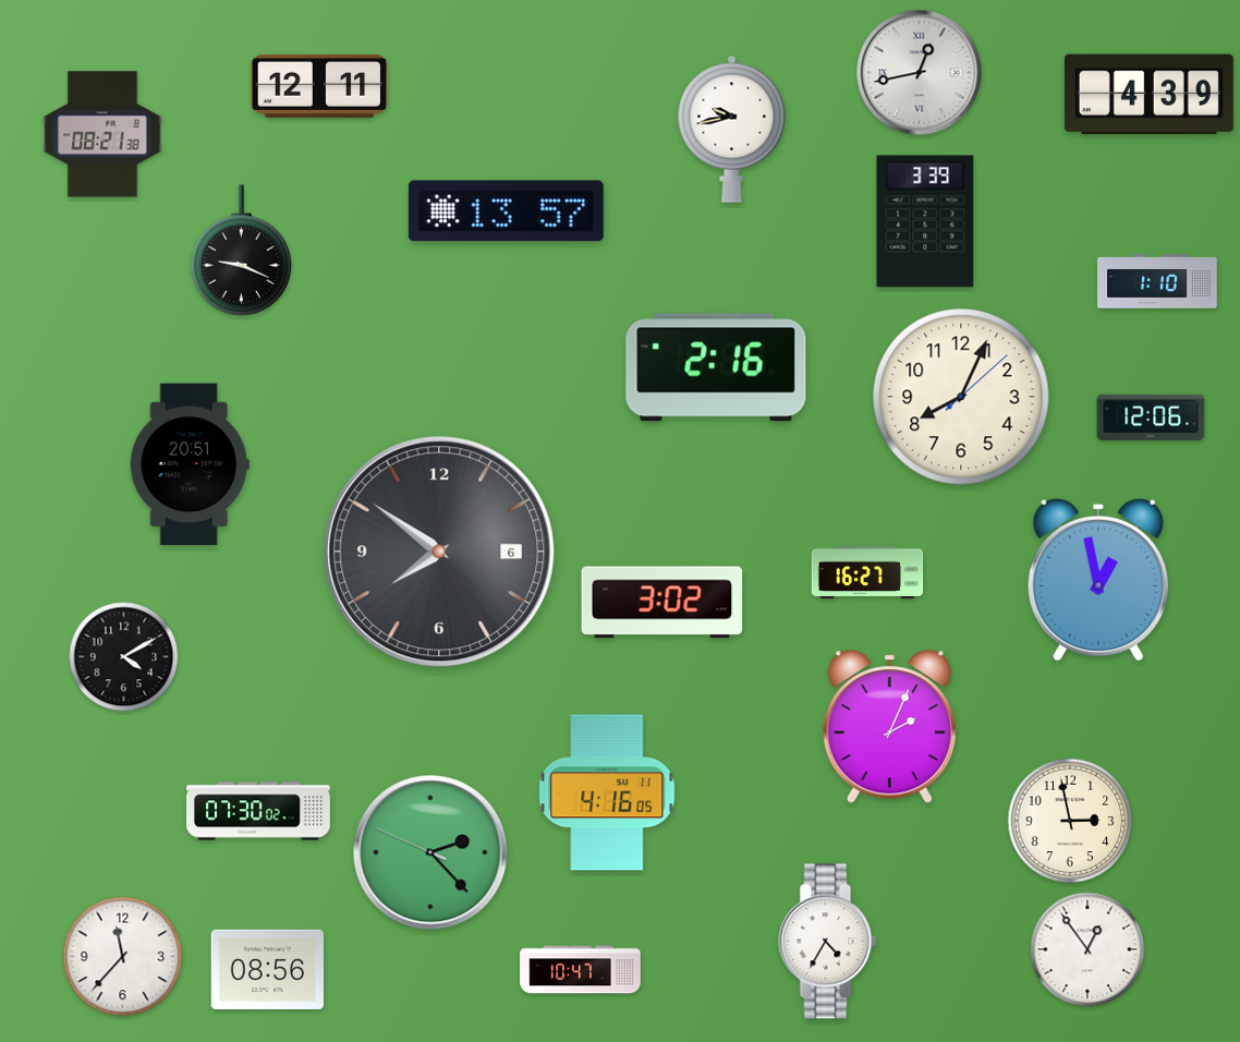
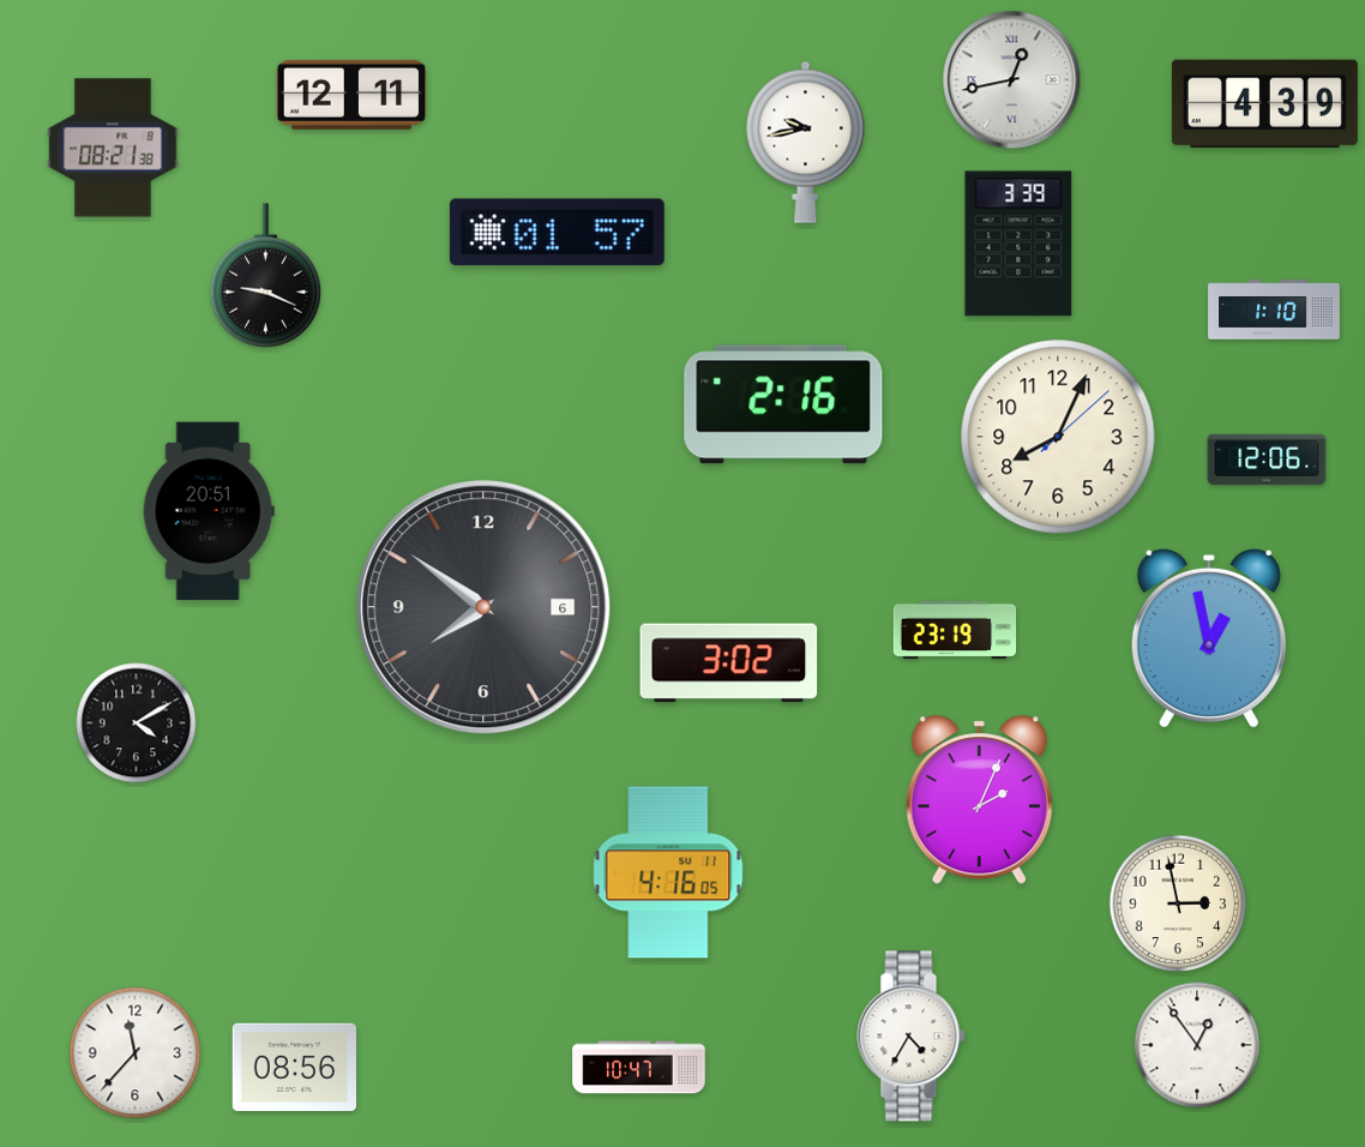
clock at (506, 211): 13:57 -> 01:57
clock at (716, 367) position: (716, 367) -> (783, 404)
clock at (867, 572): 16:27 -> 23:19
clock at (259, 811): 07:30 -> none
clock at (430, 852): 2:22 -> none
